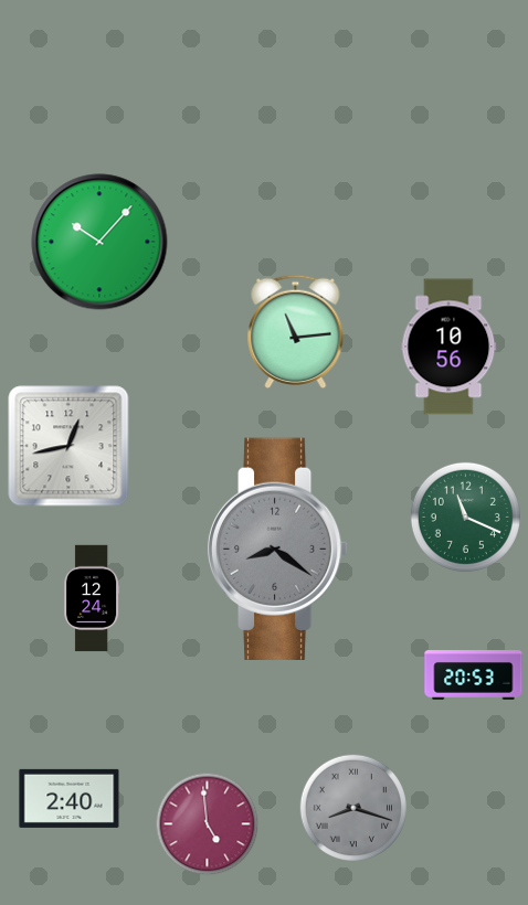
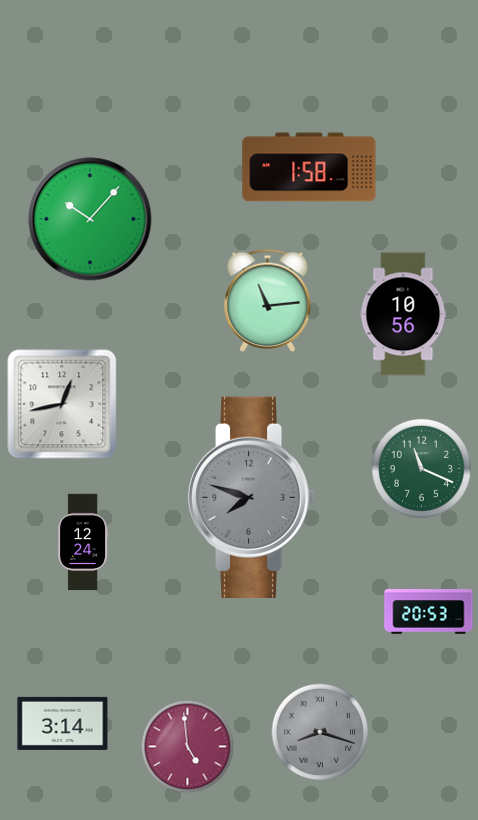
clock at (309, 167): none -> 1:58
clock at (448, 347) position: (448, 347) -> (403, 314)
clock at (278, 549): 8:21 -> 7:48
clock at (70, 798): 2:40 -> 3:14
